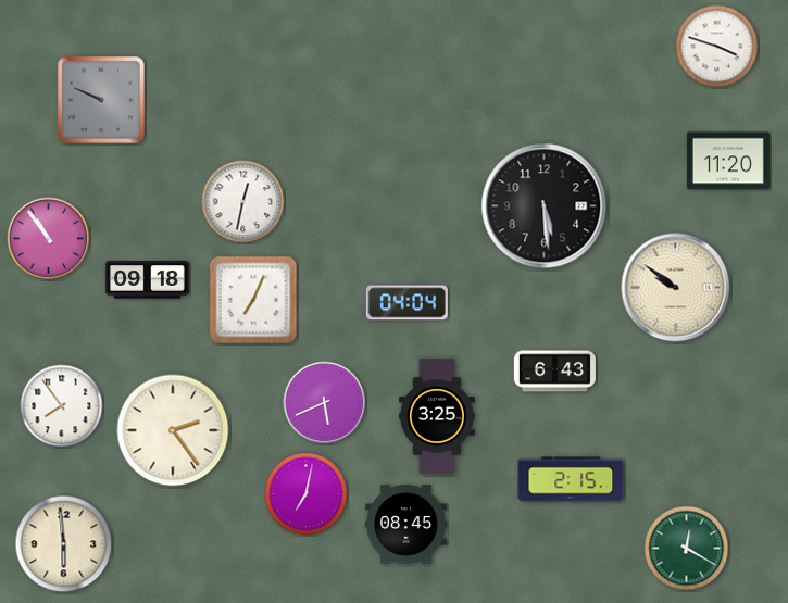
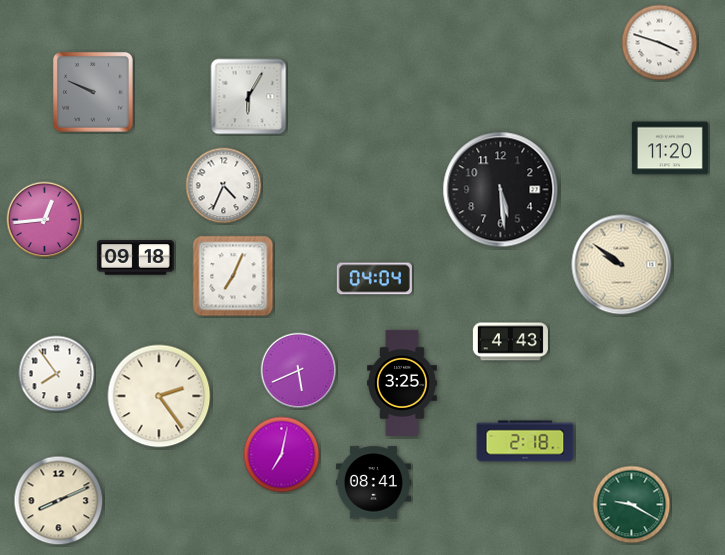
clock at (249, 97): none -> 6:05
clock at (243, 202): 12:32 -> 4:34
clock at (49, 239): 10:54 -> 12:44
clock at (554, 372): 6:43 -> 4:43
clock at (571, 479): 2:15 -> 2:18
clock at (405, 525): 08:45 -> 08:41
clock at (64, 544): 5:59 -> 8:11
clock at (687, 549): 12:20 -> 9:20
